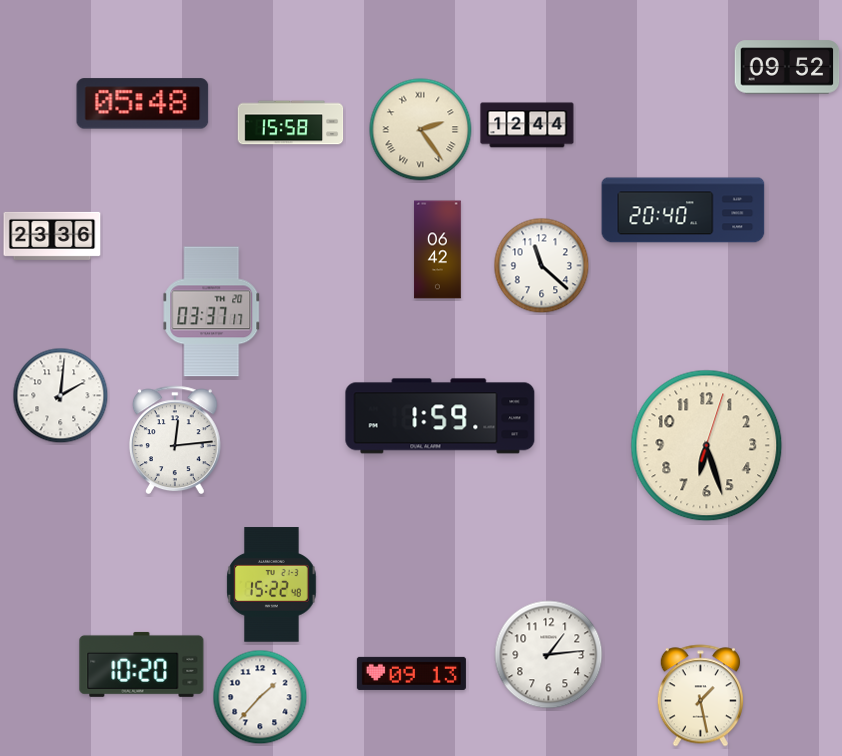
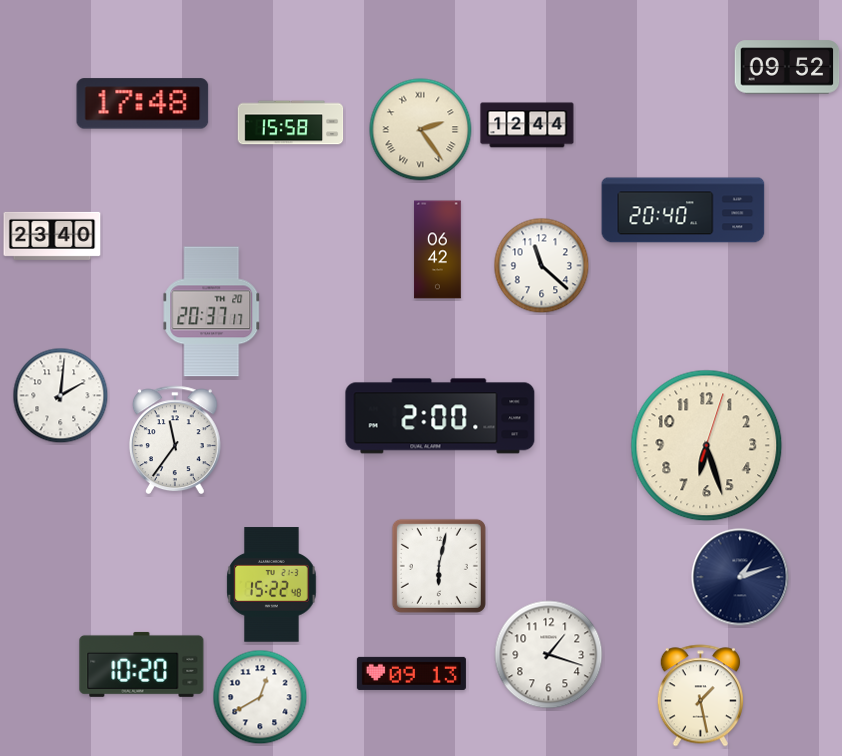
clock at (143, 104): 05:48 -> 17:48
clock at (52, 236): 23:36 -> 23:40
clock at (212, 312): 03:37 -> 20:37
clock at (440, 416): 1:59 -> 2:00
clock at (175, 440): 12:14 -> 11:36
clock at (439, 566): none -> 6:02
clock at (740, 577): none -> 1:12
clock at (549, 655): 1:14 -> 1:18
clock at (260, 697): 1:37 -> 12:40
